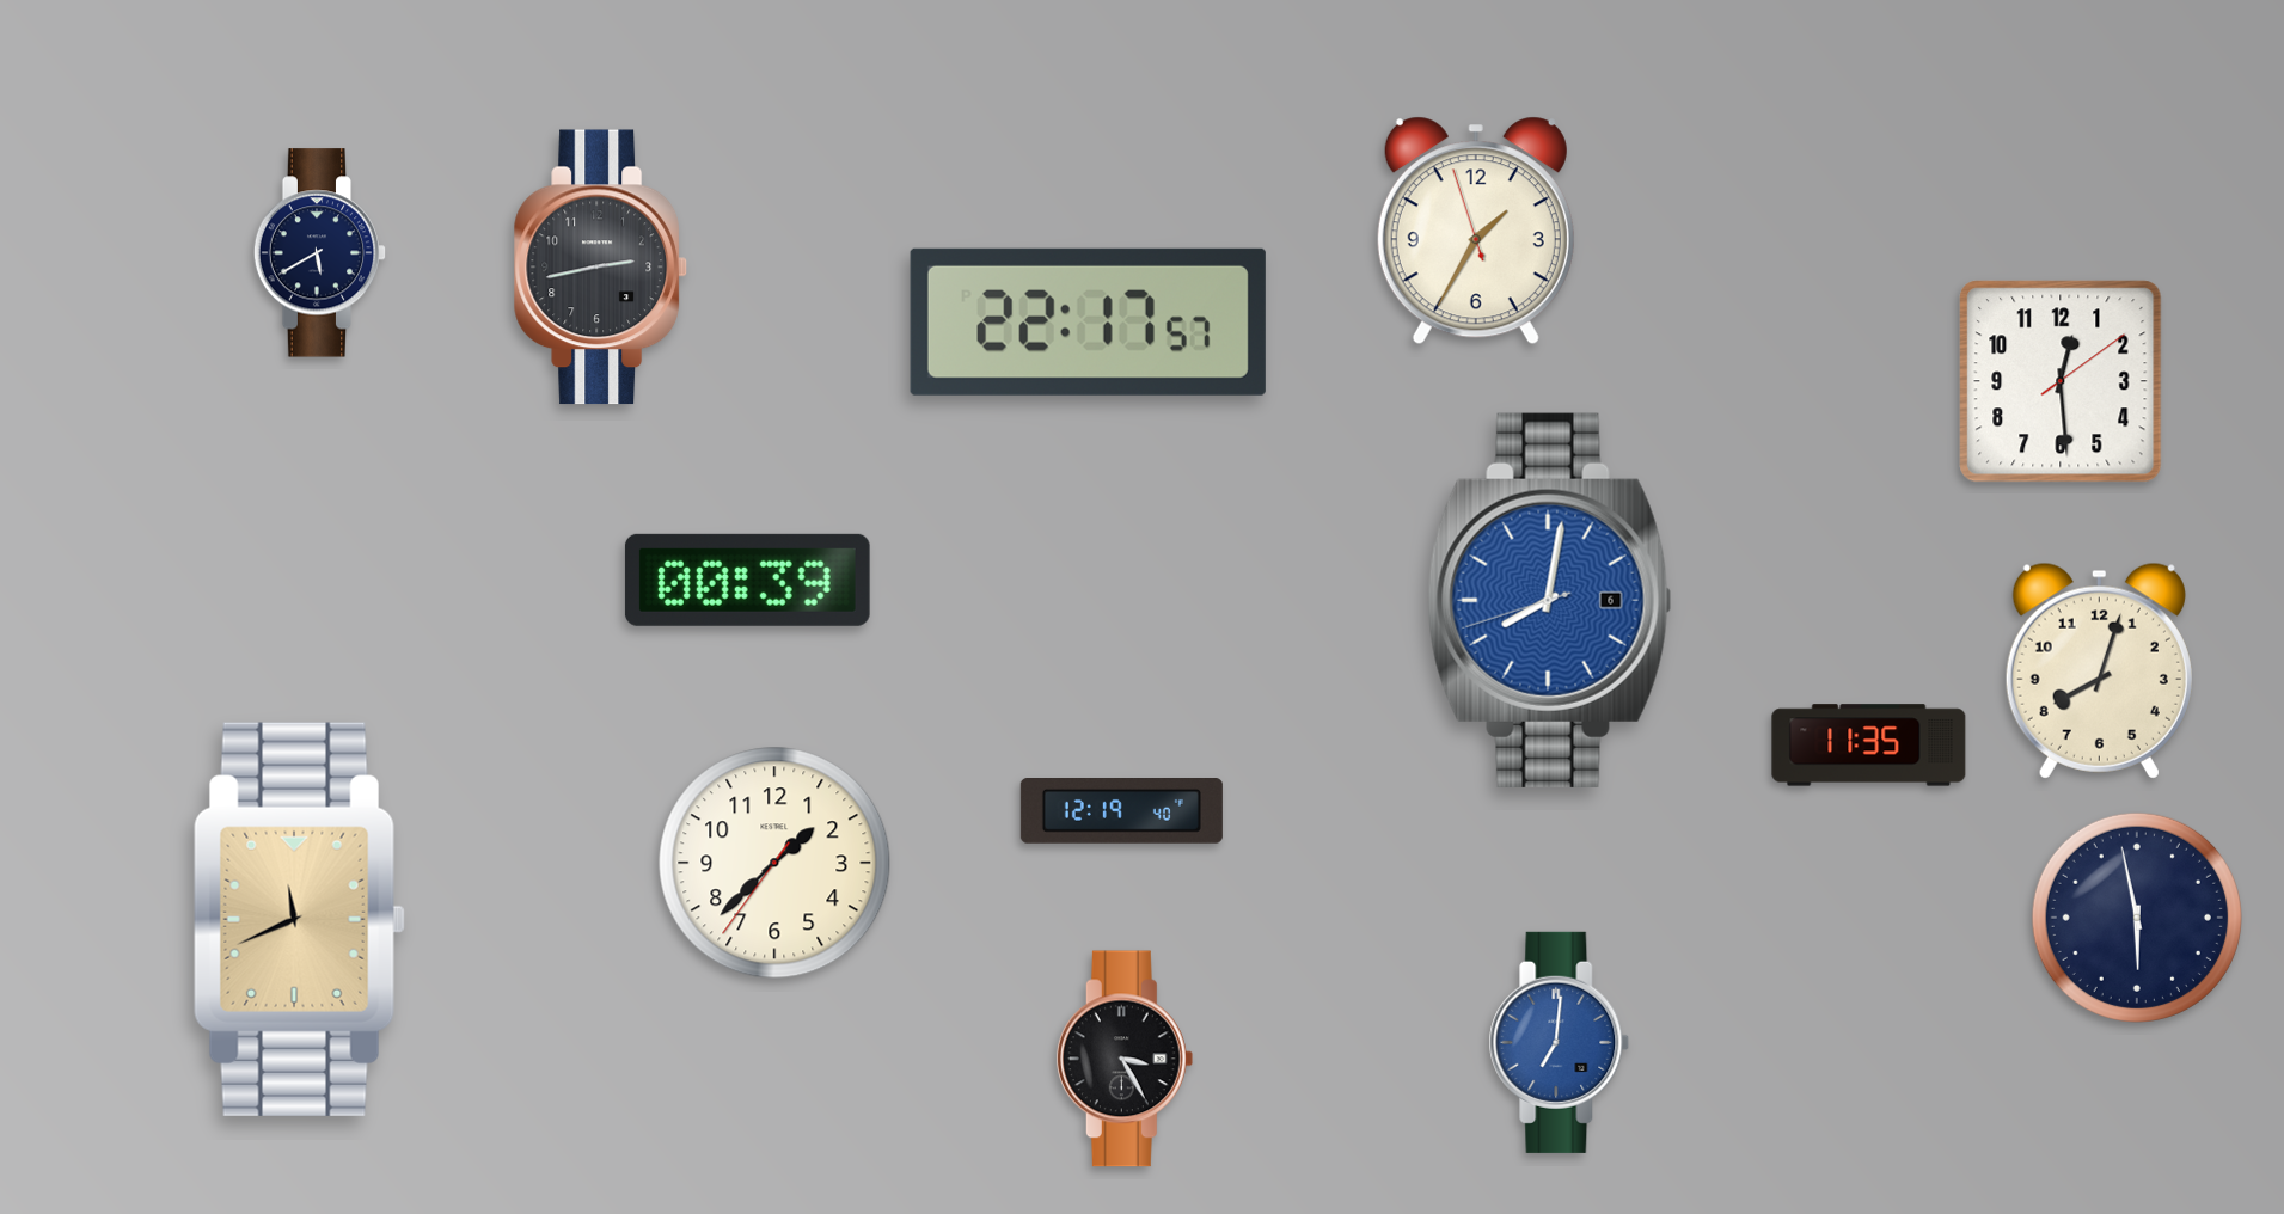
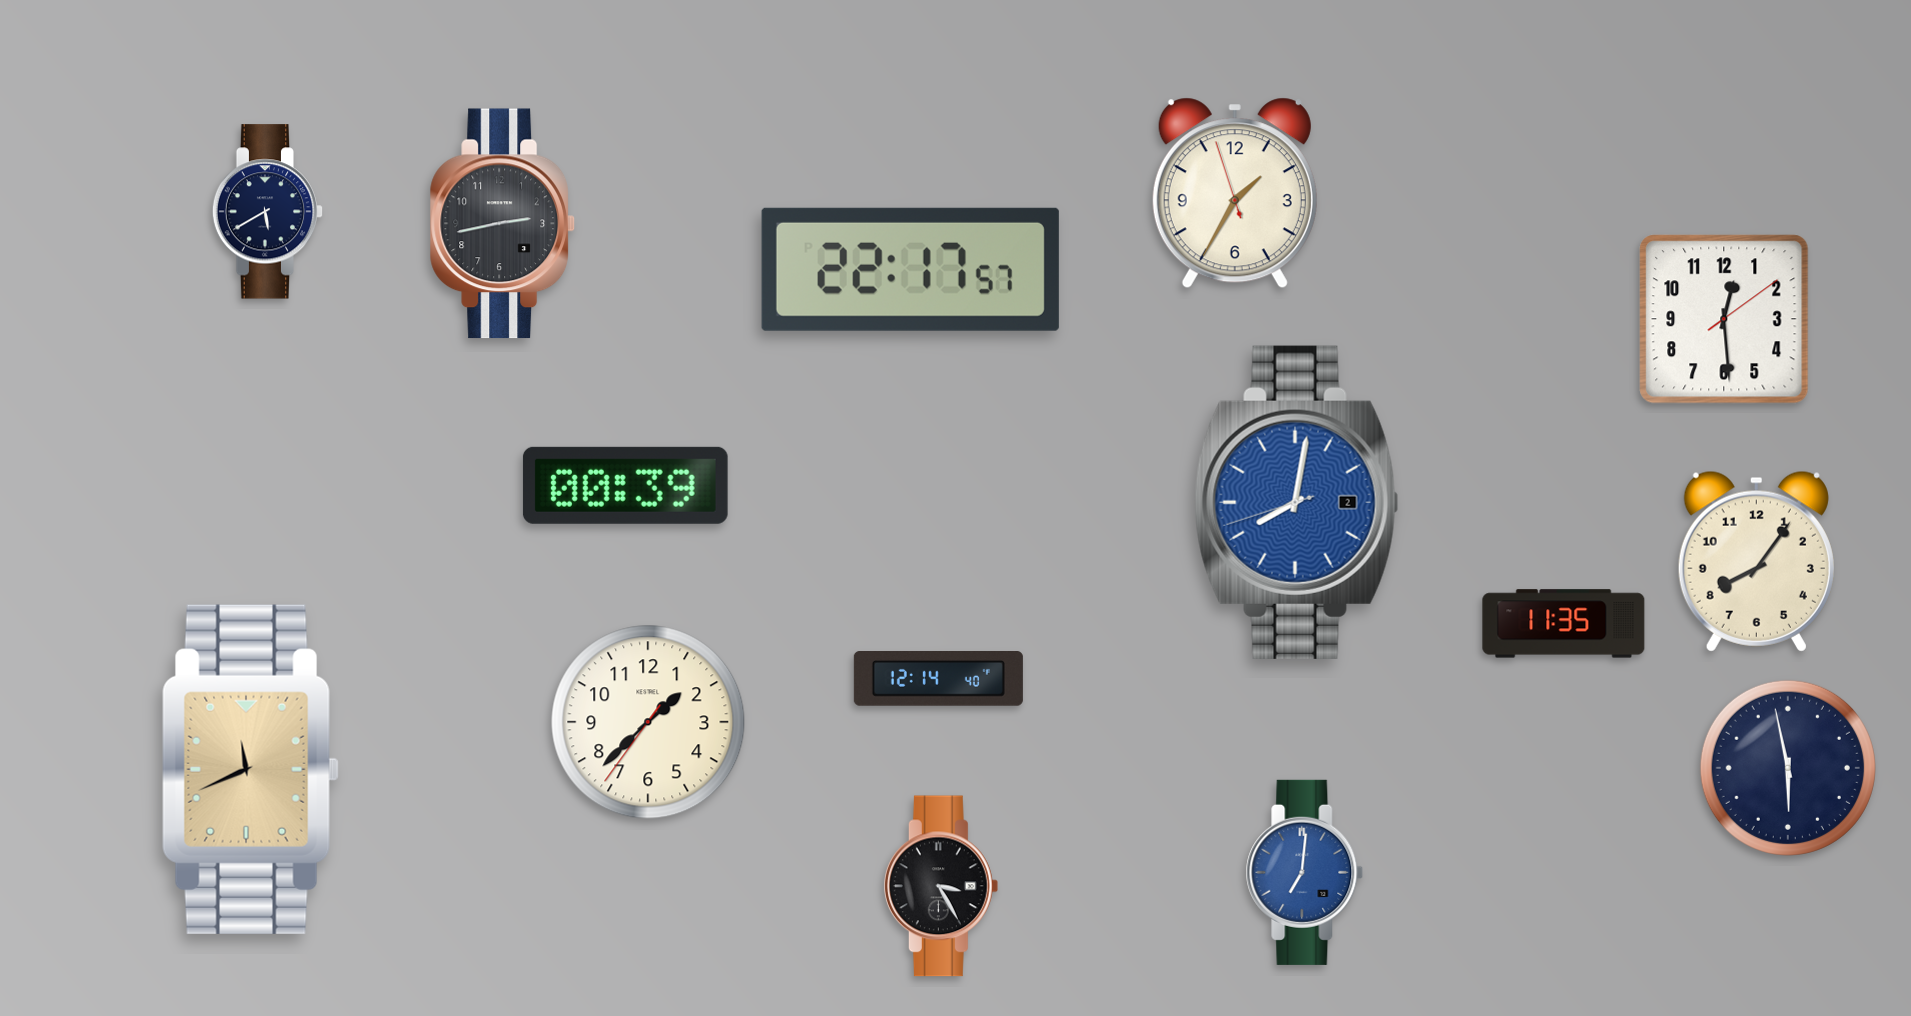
clock at (1550, 600) date: 6 -> 2
clock at (2099, 670): 8:03 -> 8:06
clock at (1121, 811): 12:19 -> 12:14
